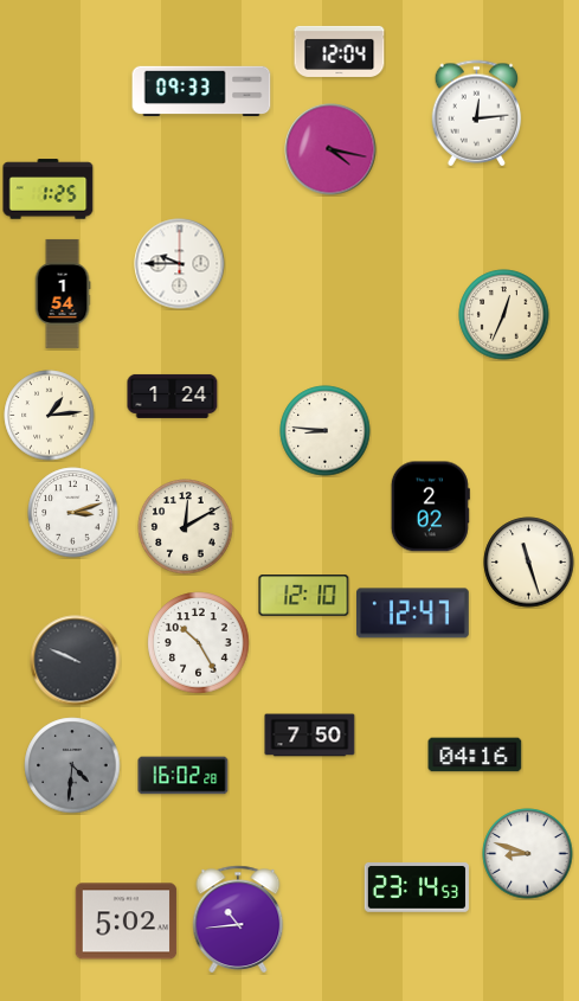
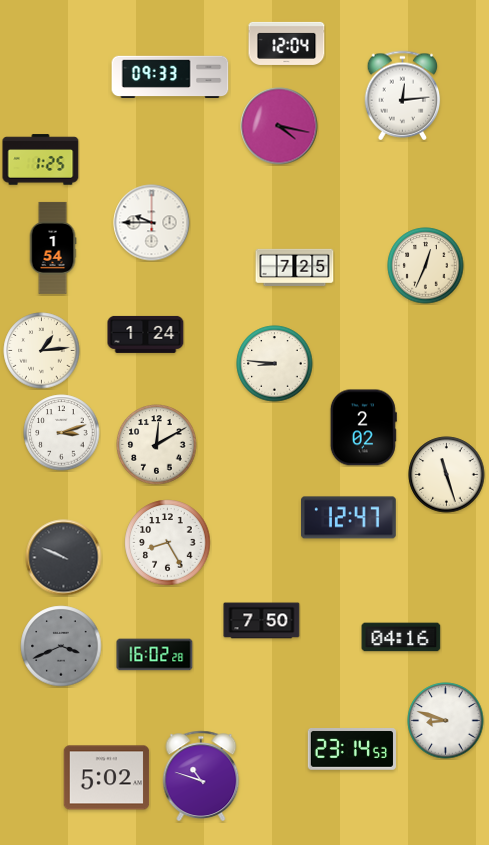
clock at (295, 267): none -> 7:25
clock at (304, 596): 12:10 -> none
clock at (199, 643): 10:25 -> 8:25
clock at (72, 765): 4:31 -> 3:41
clock at (238, 918): 10:44 -> 10:48
